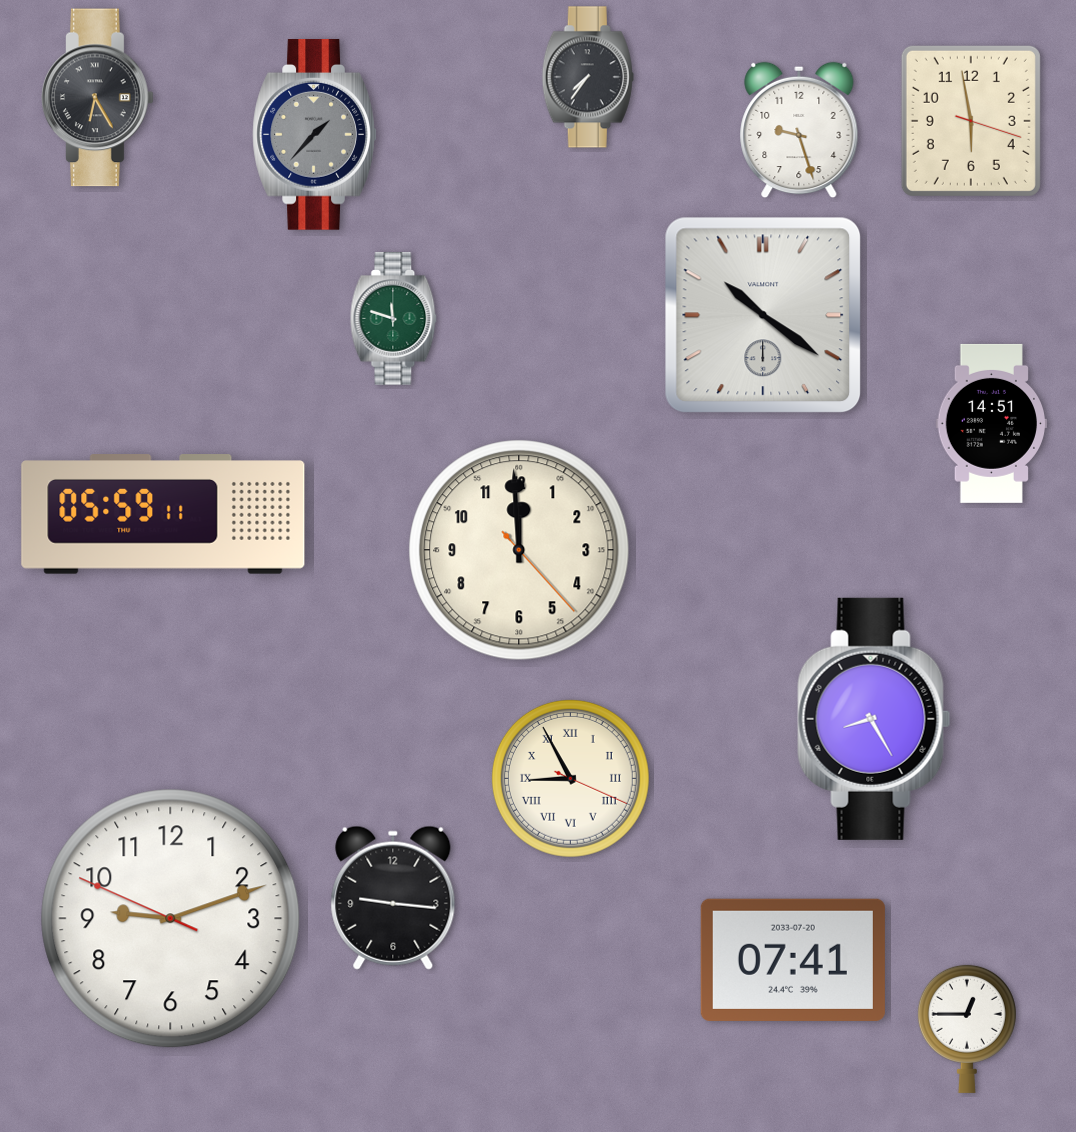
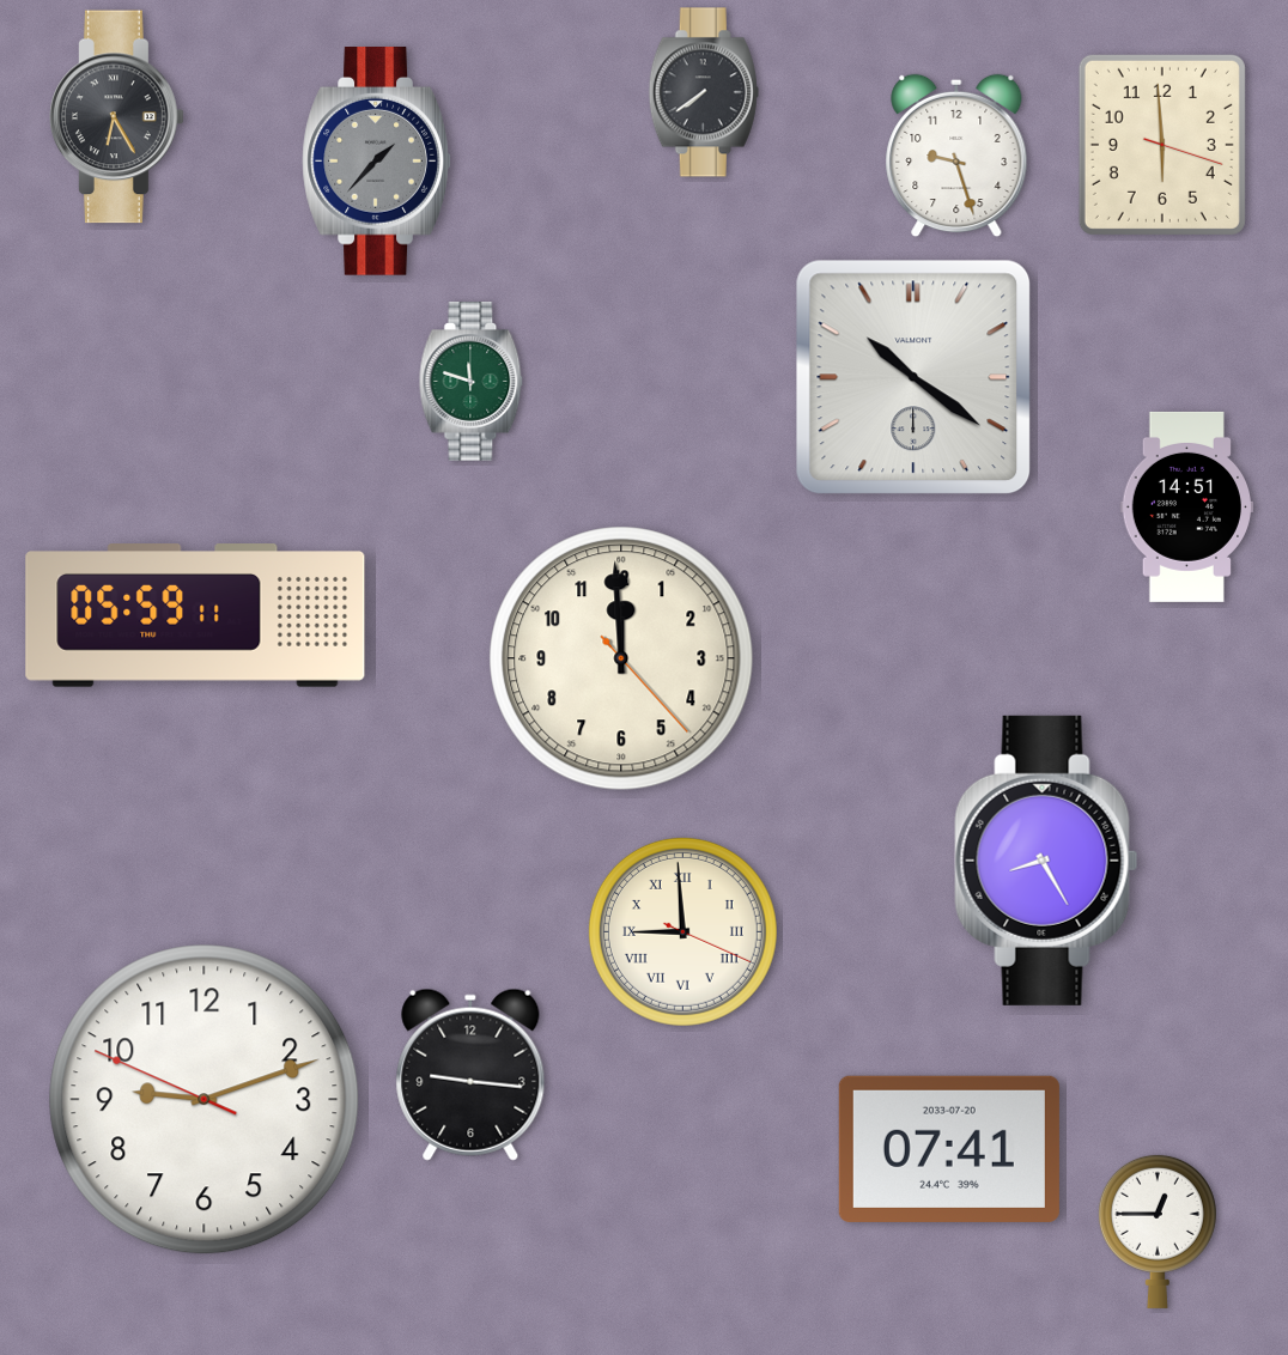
clock at (588, 77): 7:36 -> 7:39
clock at (971, 121): 5:58 -> 5:59
clock at (570, 778): 8:55 -> 8:59
